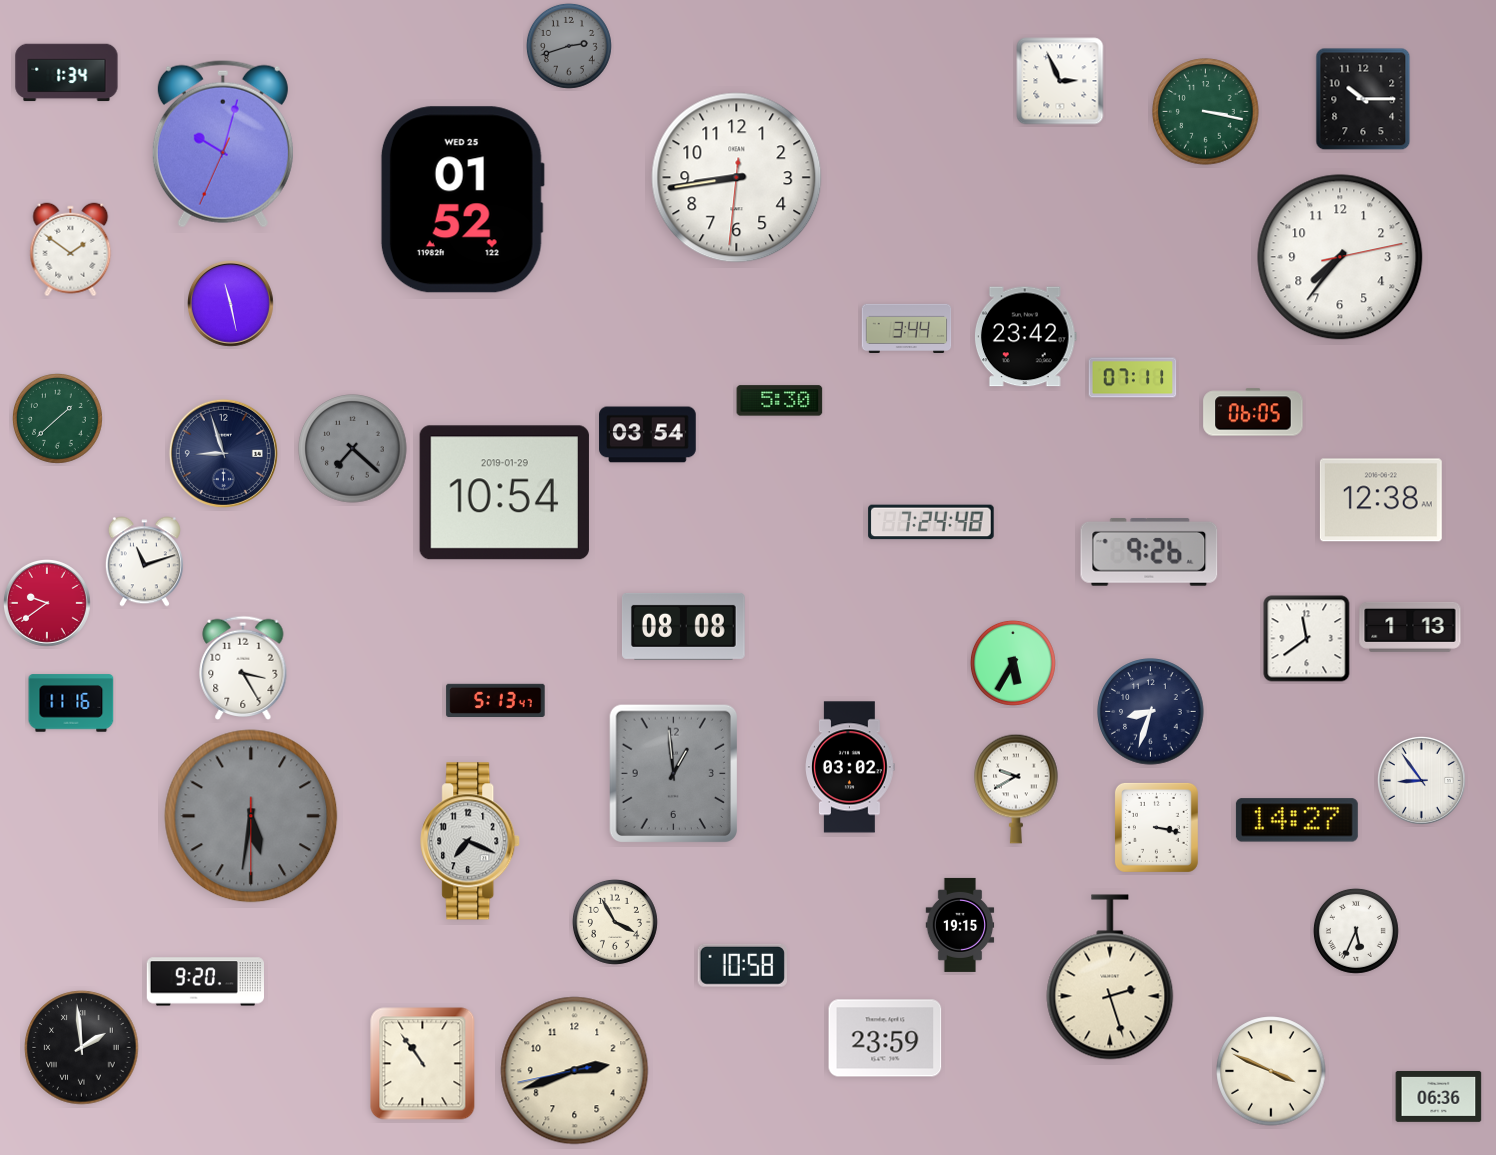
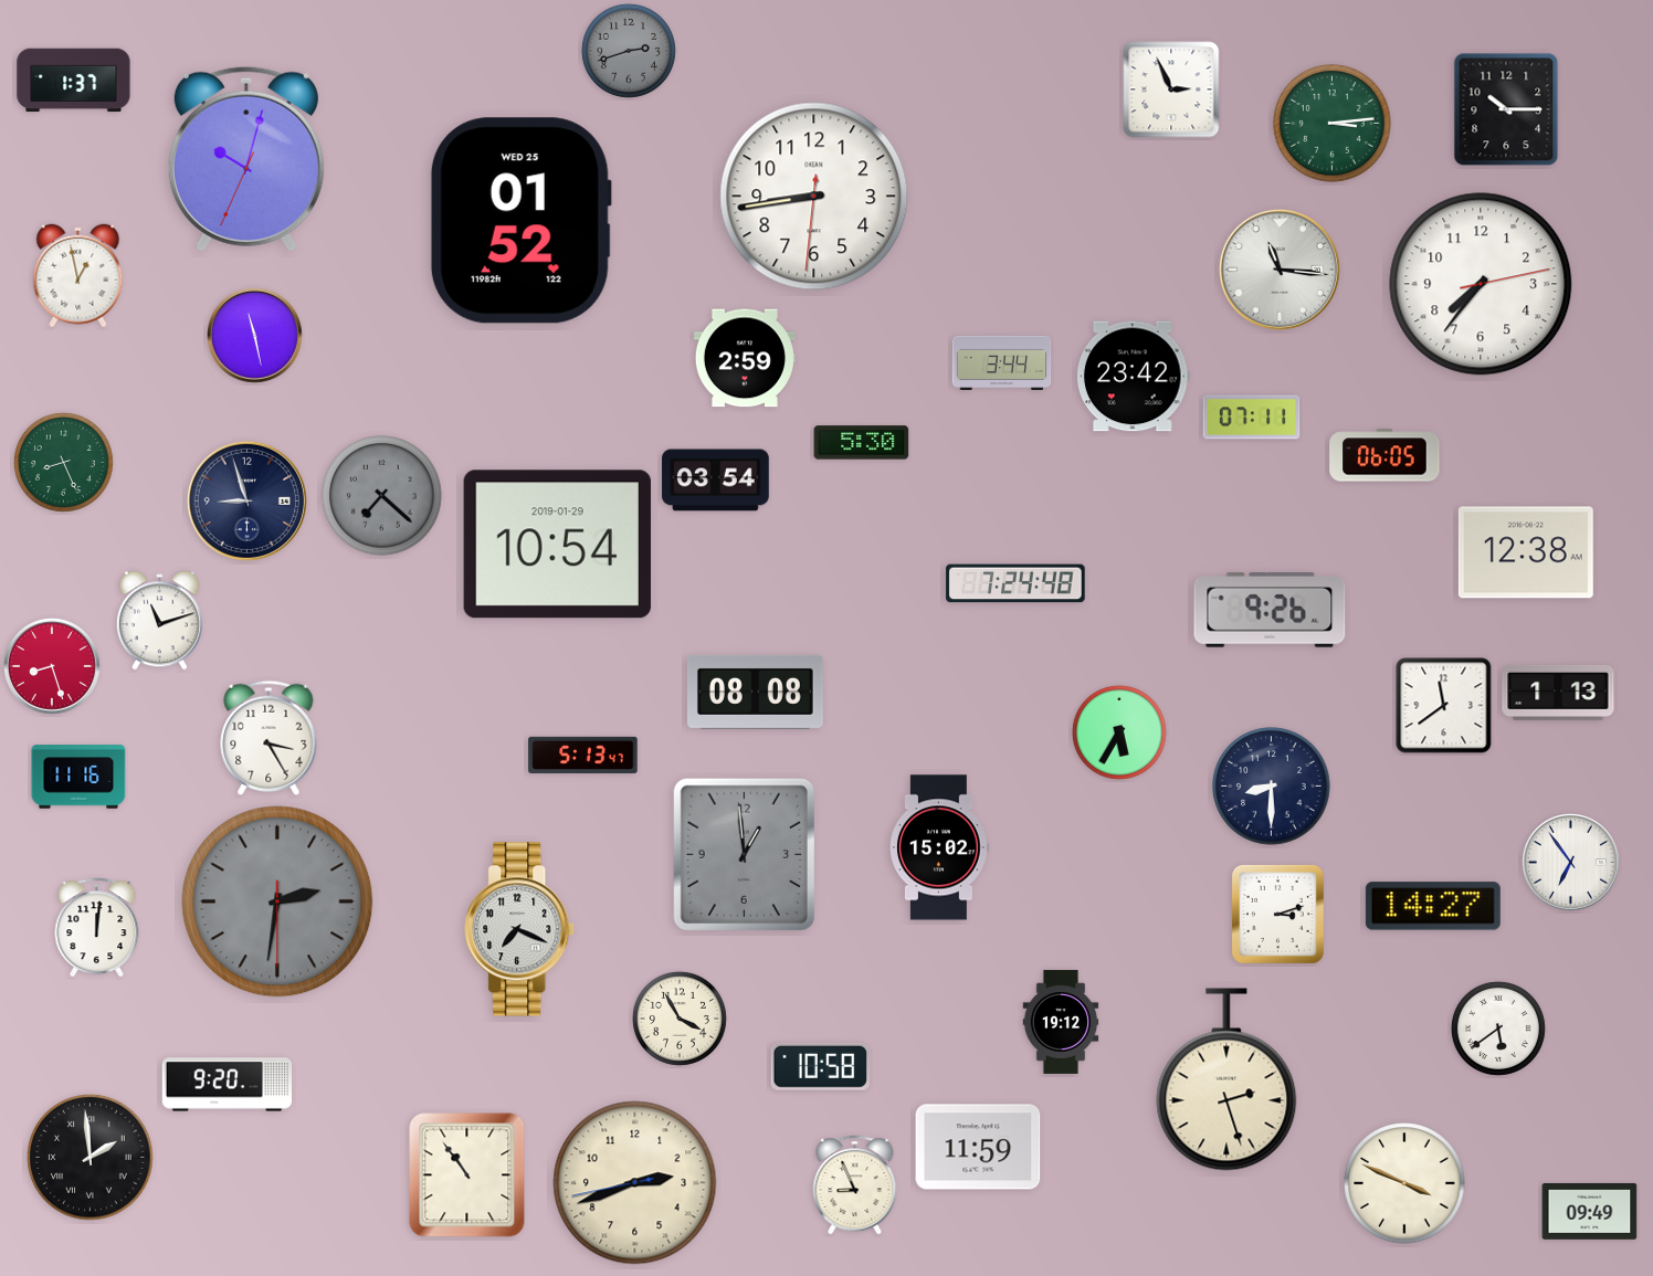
clock at (67, 73): 1:34 -> 1:37
clock at (1206, 112): 3:17 -> 3:14
clock at (462, 200) position: (462, 200) -> (520, 221)
clock at (1280, 270): none -> 11:16
clock at (71, 250): 1:51 -> 12:58
clock at (745, 358): none -> 2:59
clock at (1025, 337) position: (1025, 337) -> (1133, 377)
clock at (57, 418): 1:38 -> 8:26
clock at (353, 449) position: (353, 449) -> (382, 496)
clock at (931, 522) position: (931, 522) -> (1015, 583)
clock at (48, 604): 9:39 -> 8:27
clock at (496, 700) position: (496, 700) -> (583, 755)
clock at (1151, 712): 8:33 -> 8:30
clock at (850, 767): 03:02 -> 15:02
clock at (1421, 780): 8:54 -> 6:54
clock at (1016, 789): 9:40 -> none
clock at (251, 816): 5:31 -> 2:31
clock at (1156, 827): 3:17 -> 3:12
clock at (97, 928): none -> 12:01
clock at (960, 925): 19:15 -> 19:12
clock at (1356, 931): 5:34 -> 5:39
clock at (885, 1038): 23:59 -> 11:59
clock at (855, 1185): none -> 8:56
clock at (1439, 1096): 06:36 -> 09:49
